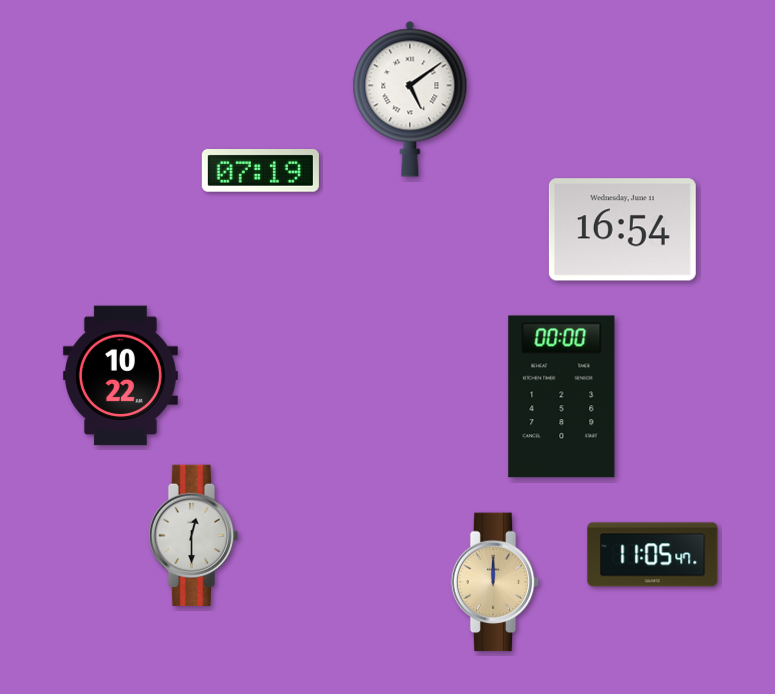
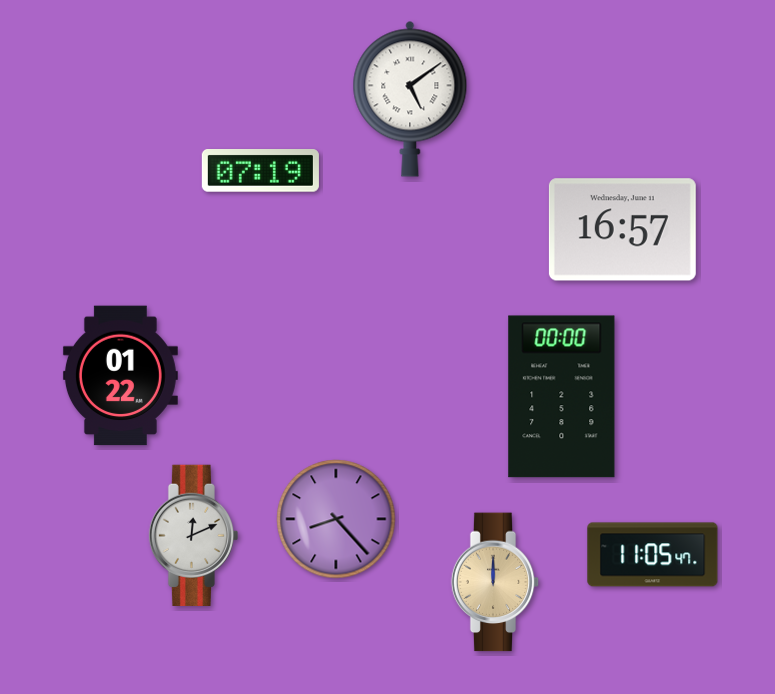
clock at (622, 230): 16:54 -> 16:57
clock at (120, 376): 10:22 -> 01:22
clock at (336, 519): none -> 8:23
clock at (194, 535): 12:30 -> 12:11
